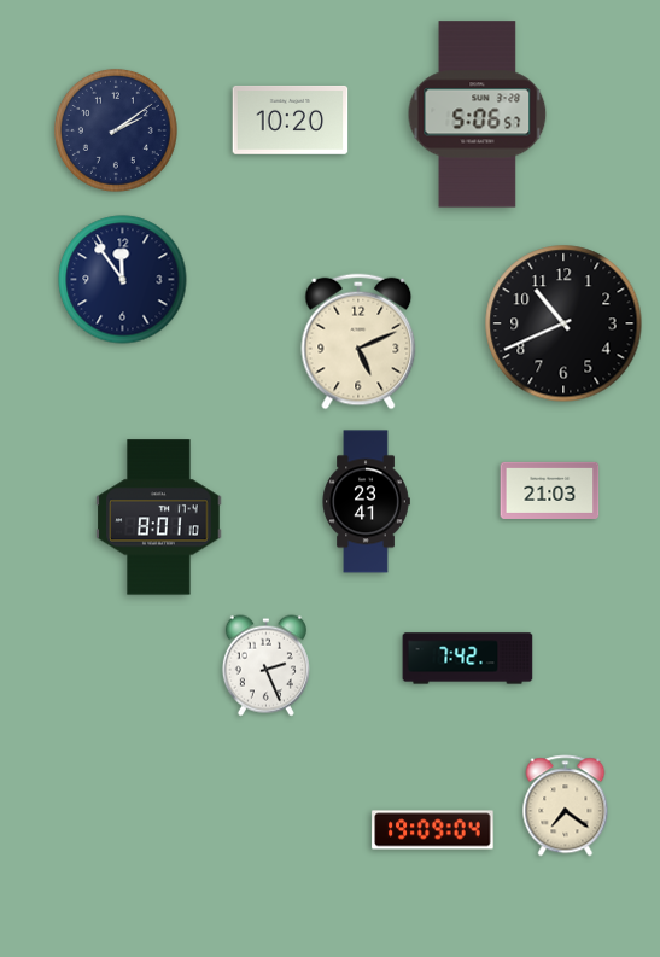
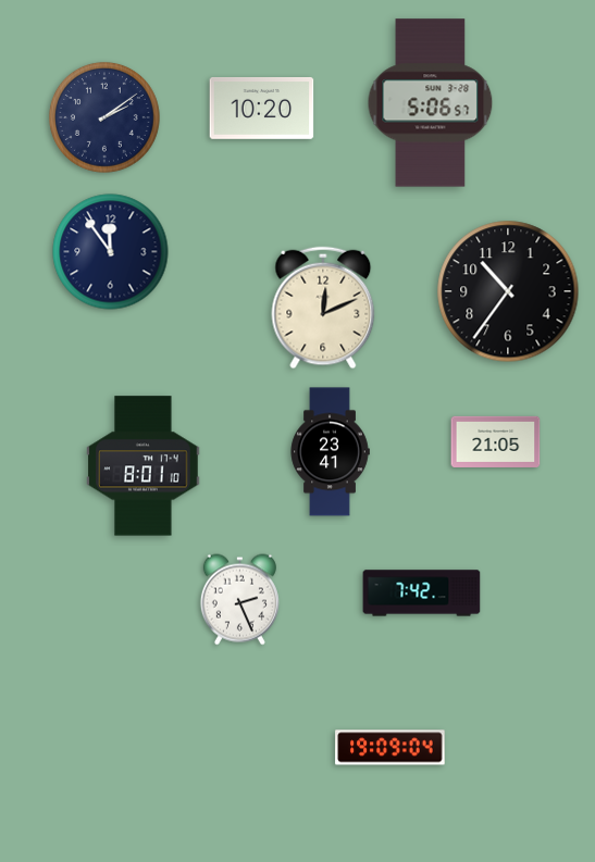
clock at (563, 323): 10:41 -> 10:36
clock at (358, 342): 5:11 -> 12:11
clock at (550, 490): 21:03 -> 21:05
clock at (566, 806): 7:21 -> none
